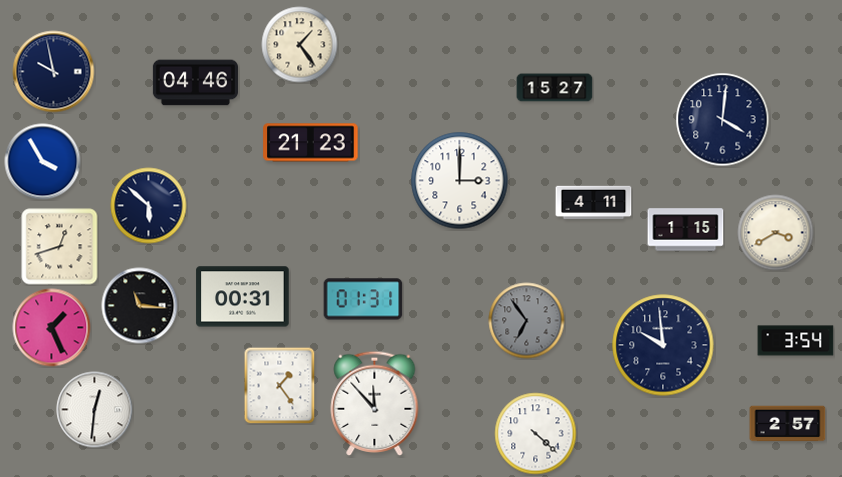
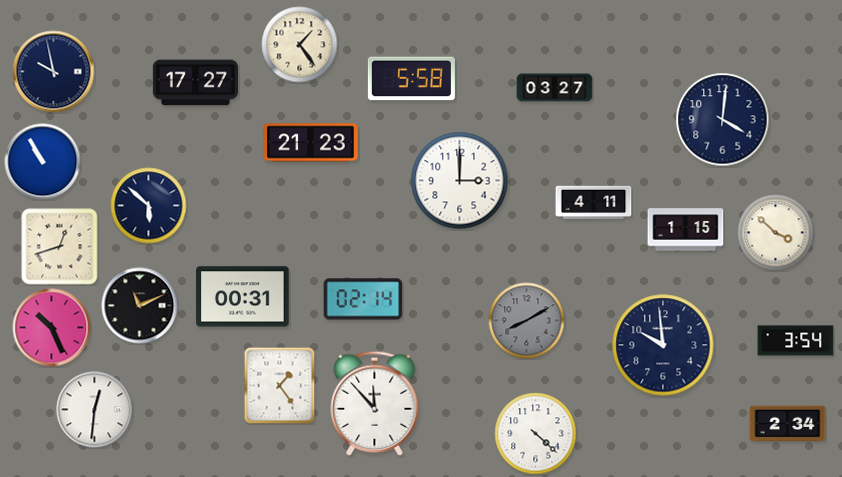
clock at (411, 79): none -> 5:58
clock at (195, 83): 04:46 -> 17:27
clock at (555, 88): 15:27 -> 03:27
clock at (43, 162): 3:55 -> 10:55
clock at (776, 233): 3:40 -> 3:52
clock at (363, 299): 01:31 -> 02:14
clock at (140, 306): 11:16 -> 11:11
clock at (527, 321): 6:54 -> 8:10
clock at (52, 328): 1:26 -> 10:26
clock at (788, 424): 2:57 -> 2:34
